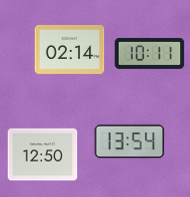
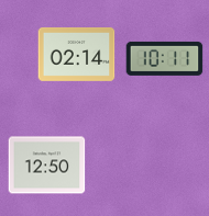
clock at (130, 142): 13:54 -> none
clock at (43, 155) position: (43, 155) -> (47, 166)
